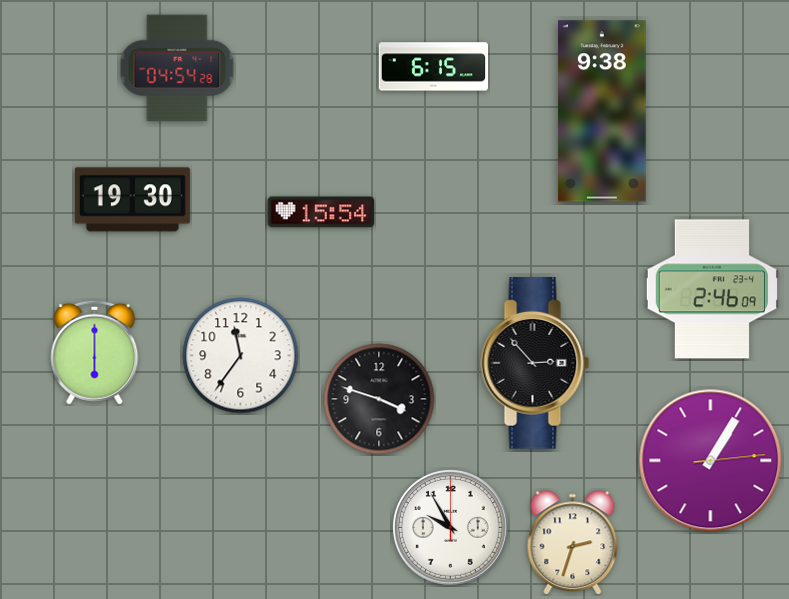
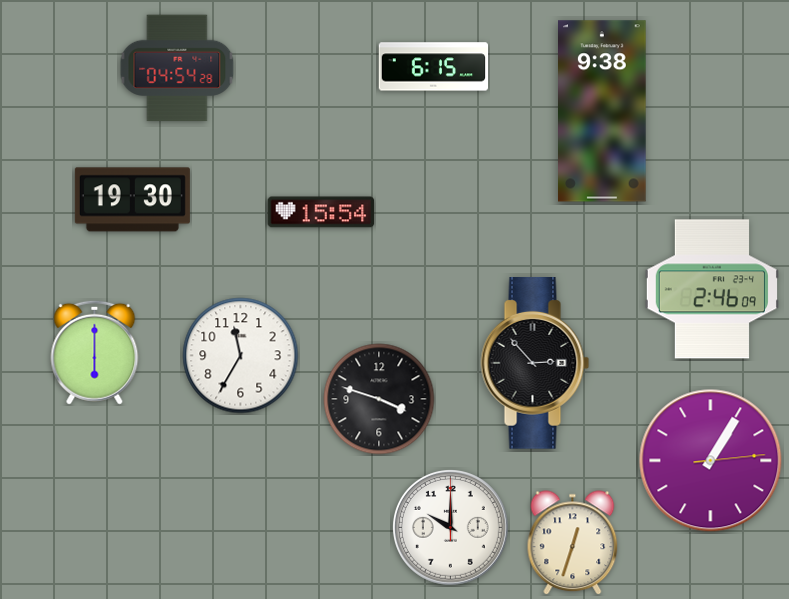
clock at (241, 356): 11:36 -> 11:35
clock at (450, 527): 9:55 -> 10:00
clock at (573, 543): 2:33 -> 12:33
